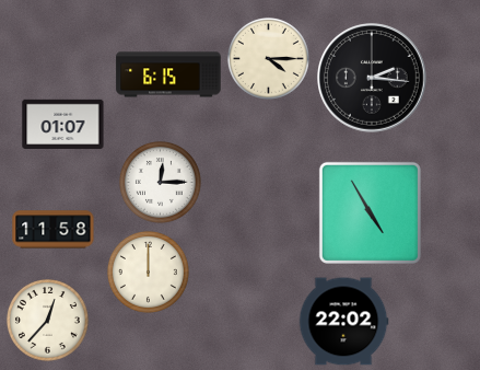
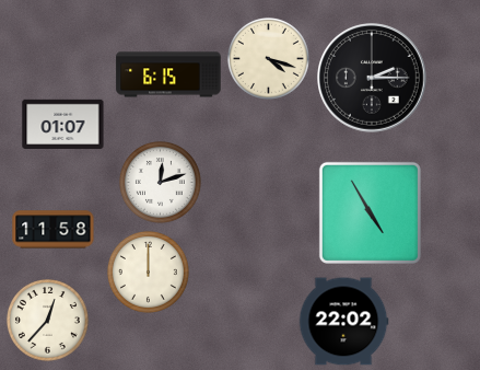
clock at (268, 58): 4:15 -> 4:18
clock at (373, 79): 2:16 -> 2:15
clock at (160, 182): 12:15 -> 12:12
